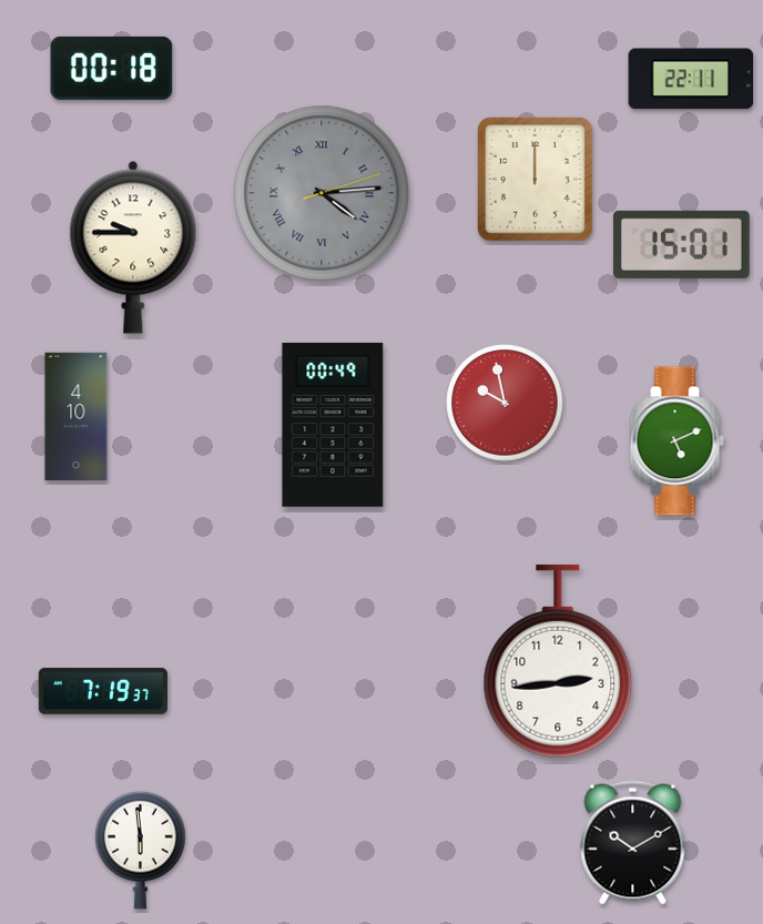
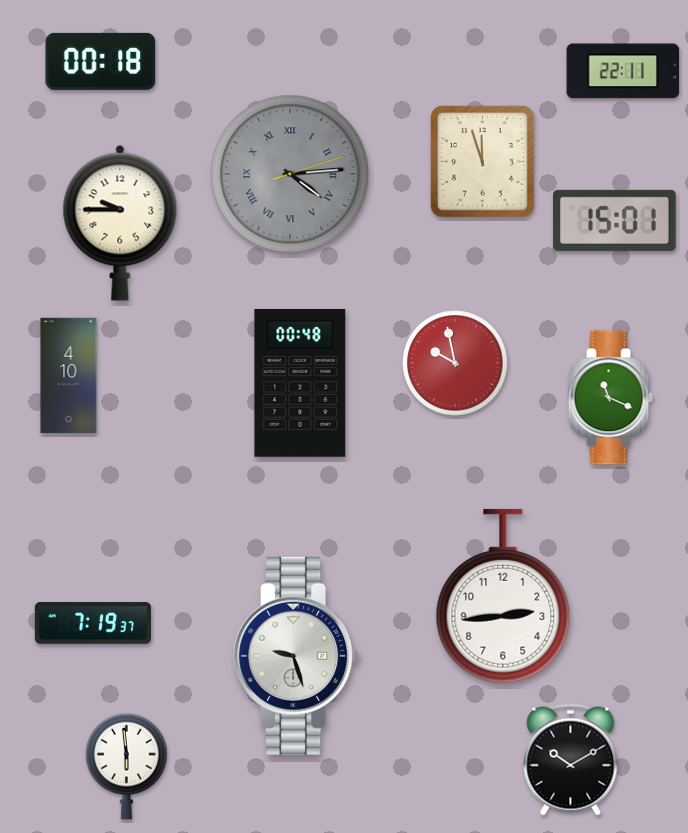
clock at (536, 180): 12:00 -> 11:57
clock at (333, 425): 00:49 -> 00:48
clock at (676, 441): 5:11 -> 11:19
clock at (296, 656): none -> 9:27
